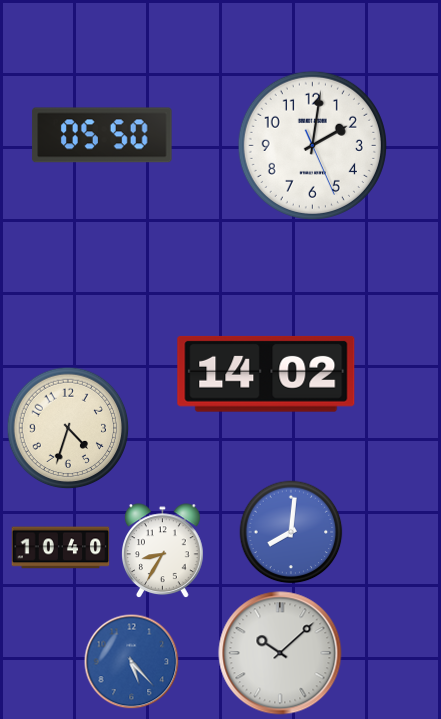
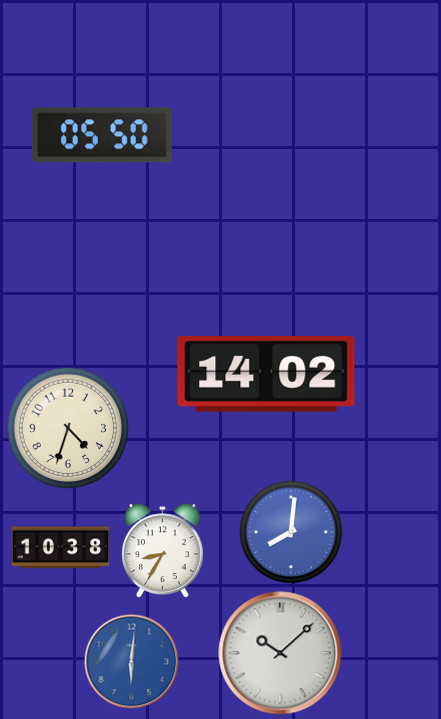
clock at (312, 145): 2:01 -> none
clock at (61, 548): 10:40 -> 10:38
clock at (132, 662): 5:23 -> 6:01
